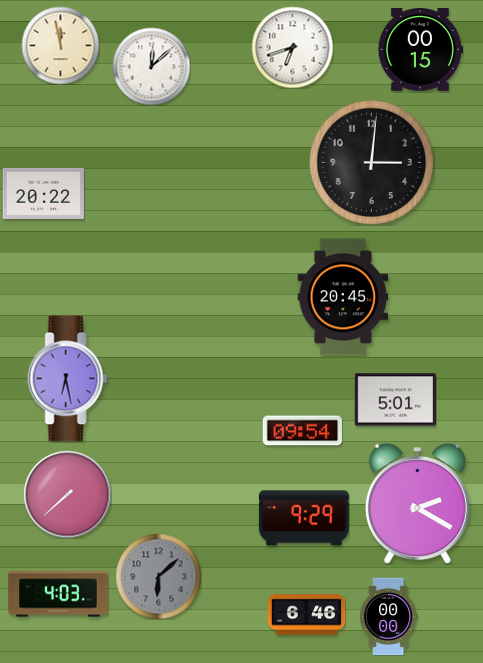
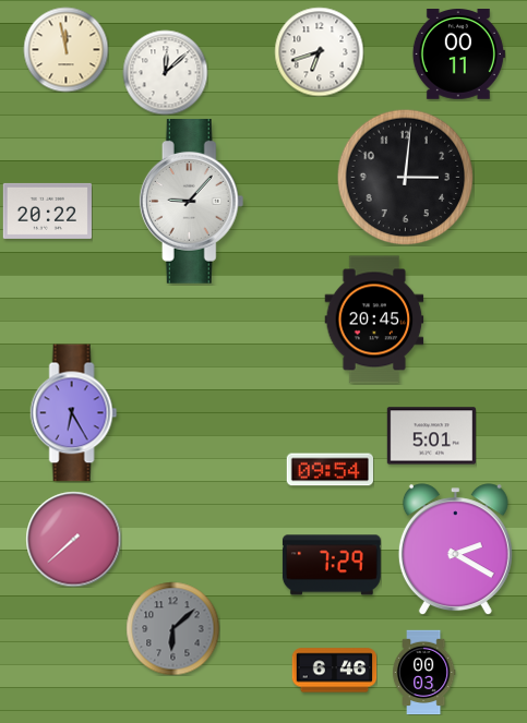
clock at (420, 50): 00:15 -> 00:11
clock at (192, 202): none -> 9:07
clock at (343, 297) position: (343, 297) -> (374, 320)
clock at (68, 379): 6:28 -> 6:25
clock at (304, 518): 9:29 -> 7:29
clock at (58, 594): 4:03 -> none
clock at (388, 616): 00:00 -> 00:03
